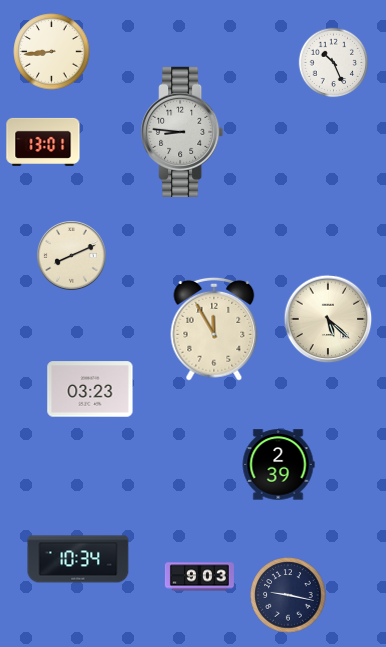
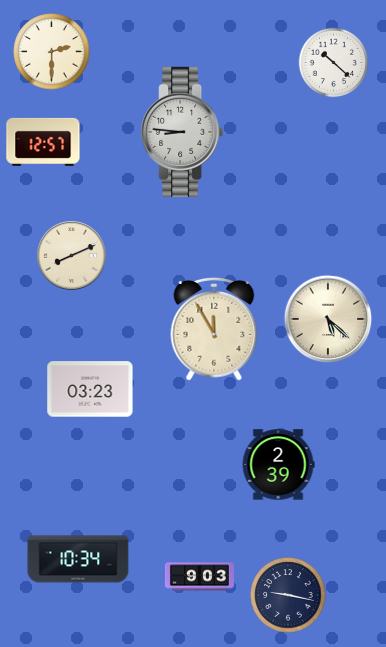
clock at (52, 52): 8:44 -> 2:30
clock at (334, 63): 10:26 -> 10:22
clock at (43, 142): 13:01 -> 12:57
